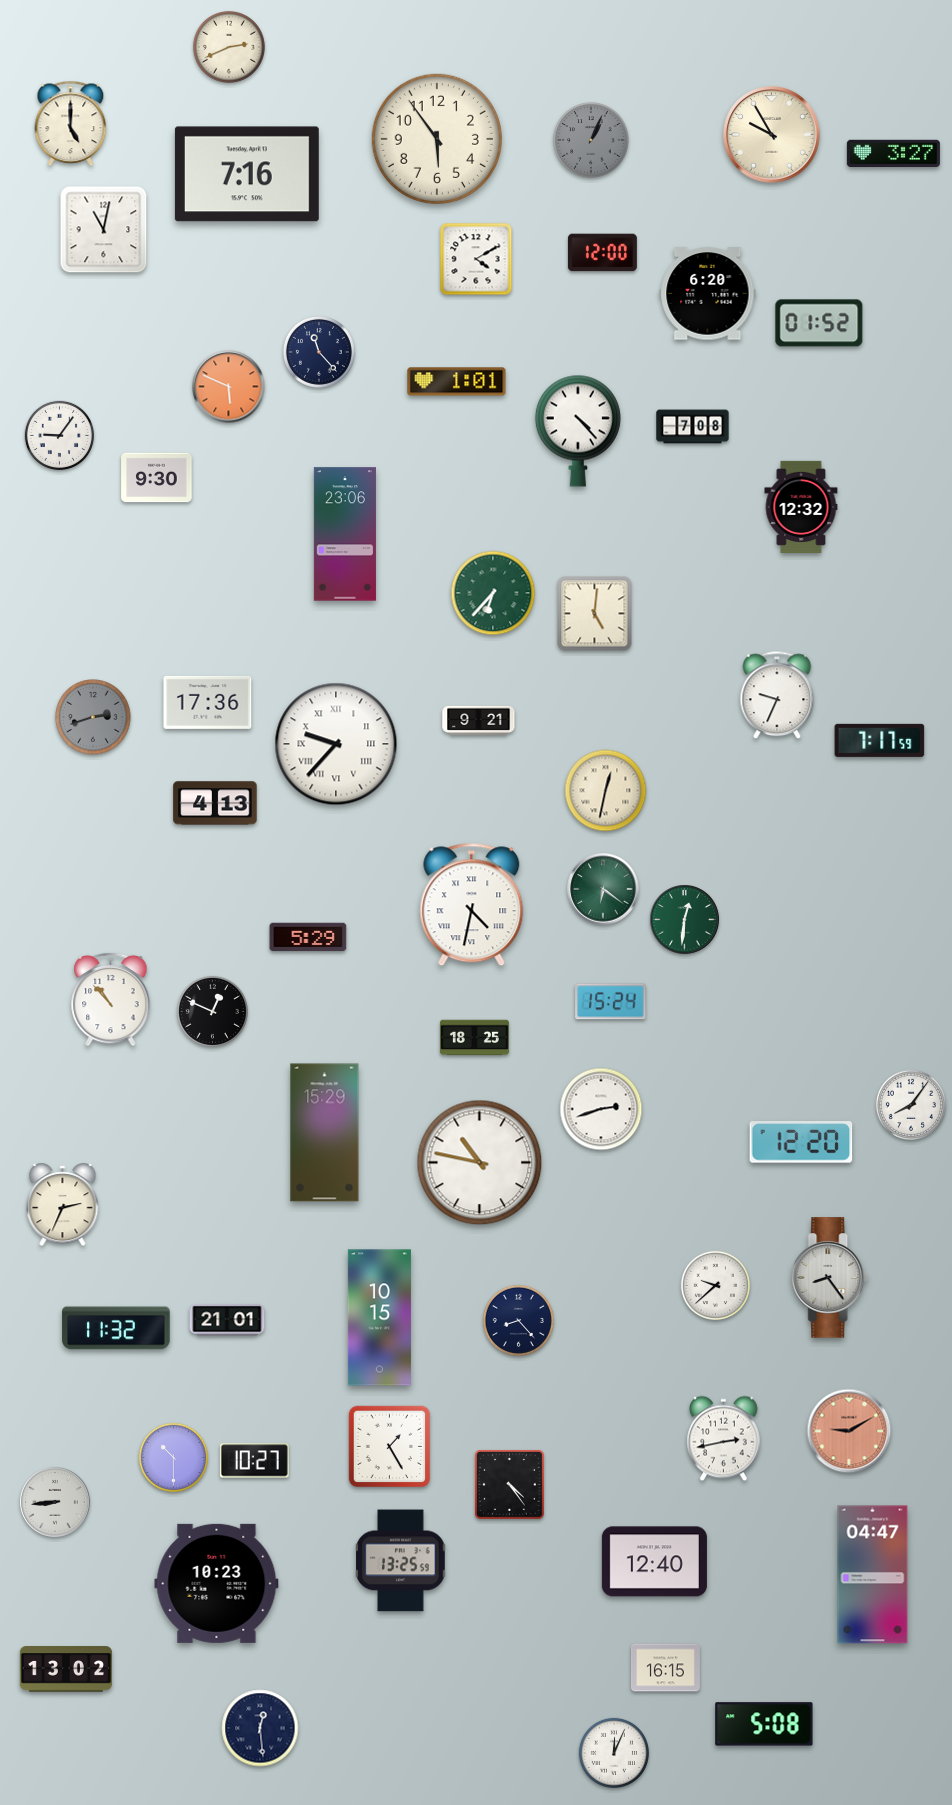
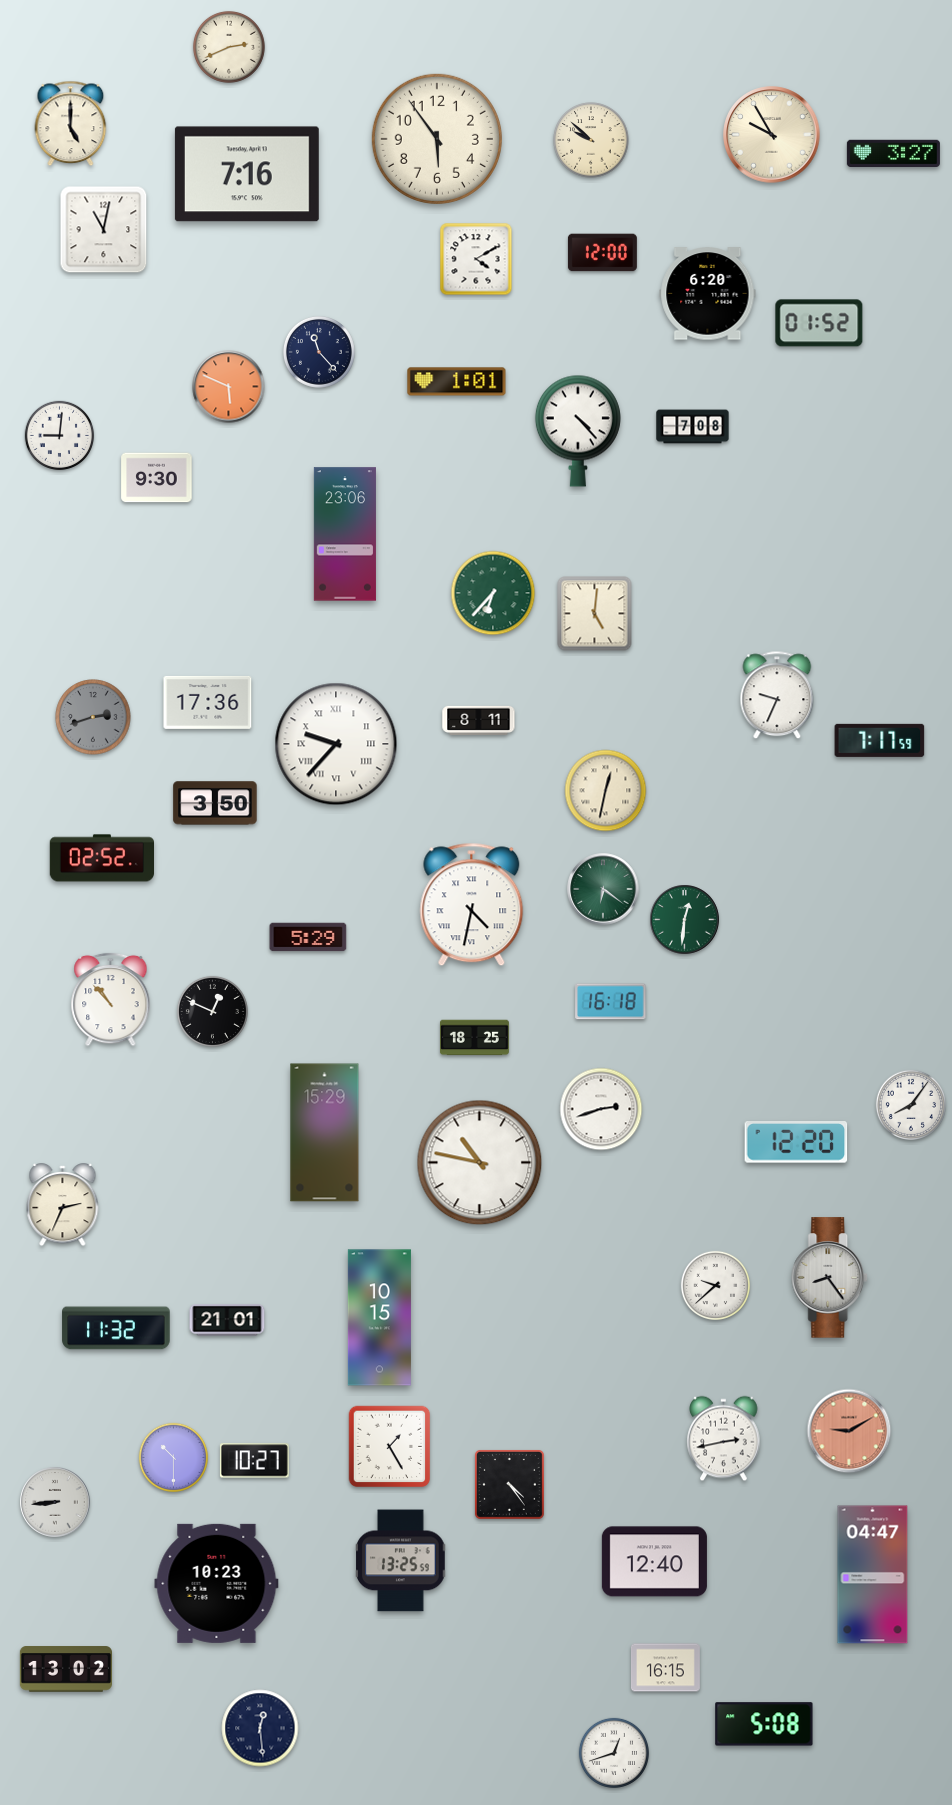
clock at (591, 140): 1:04 -> 9:52
clock at (591, 140) dial: grey -> cream
clock at (60, 436): 9:06 -> 9:01
clock at (801, 506): 12:32 -> none
clock at (479, 720): 9:21 -> 8:11
clock at (215, 803): 4:13 -> 3:50
clock at (101, 858): none -> 02:52
clock at (611, 1002): 15:24 -> 16:18
clock at (801, 1143) position: (801, 1143) -> (796, 1143)
clock at (518, 1320): 8:23 -> none
clock at (614, 1753): 12:04 -> 12:42
